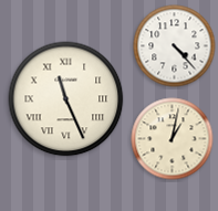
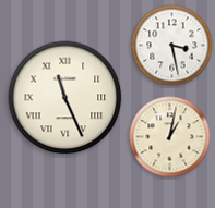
clock at (175, 46): 4:23 -> 3:28
